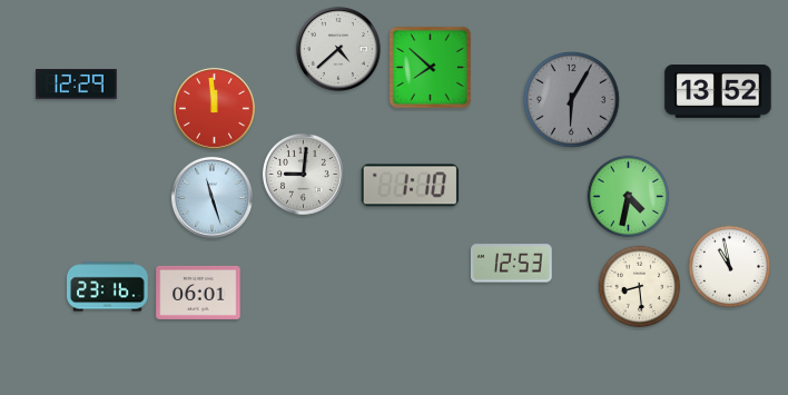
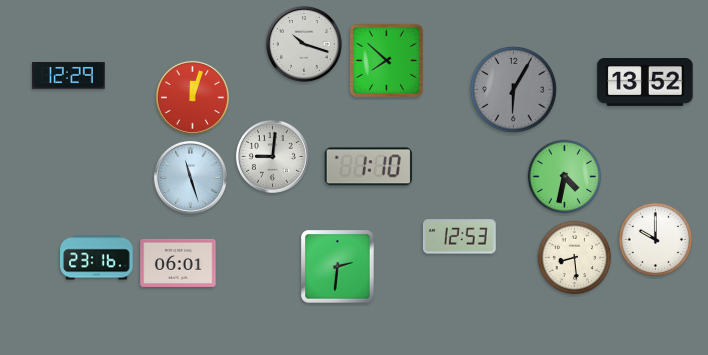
clock at (338, 49): 4:38 -> 10:18
clock at (214, 108): 11:59 -> 12:03
clock at (730, 267): 10:58 -> 10:00
clock at (338, 267): none -> 2:31
